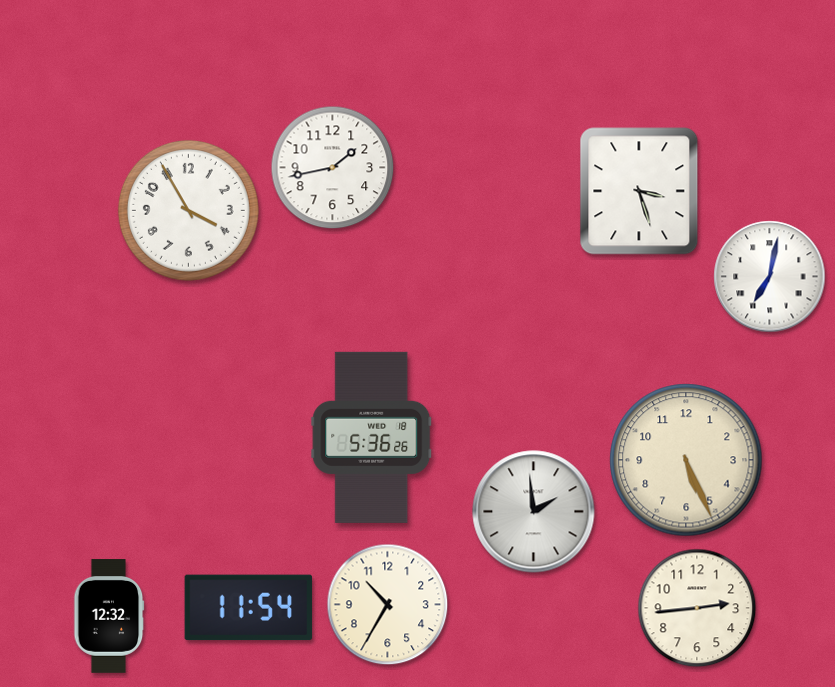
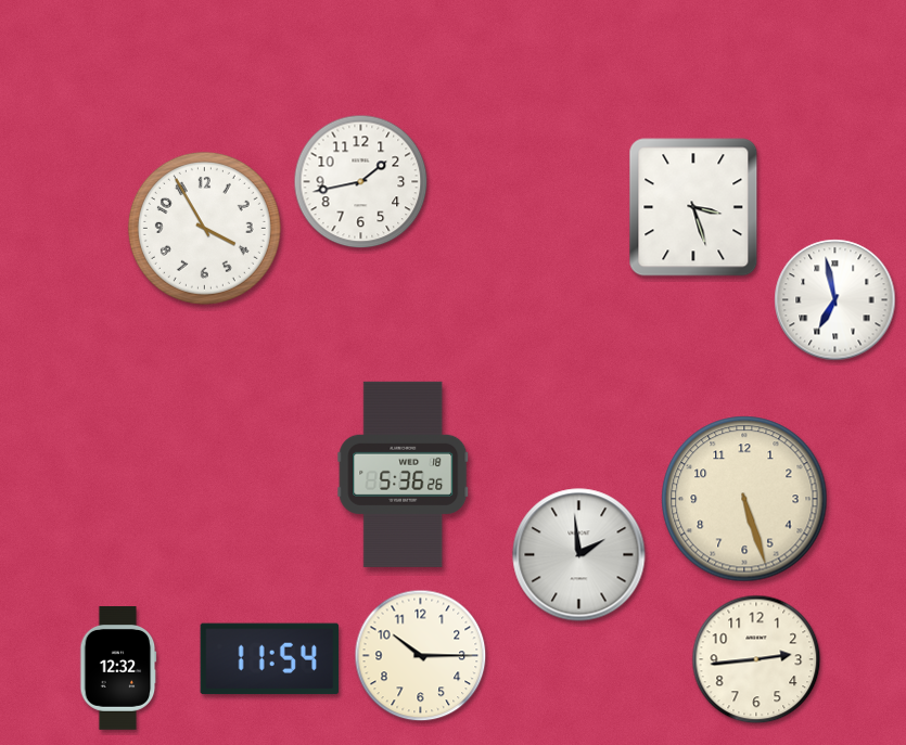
clock at (770, 277): 7:02 -> 6:58
clock at (686, 460): 5:26 -> 5:27
clock at (388, 605): 10:35 -> 10:15
